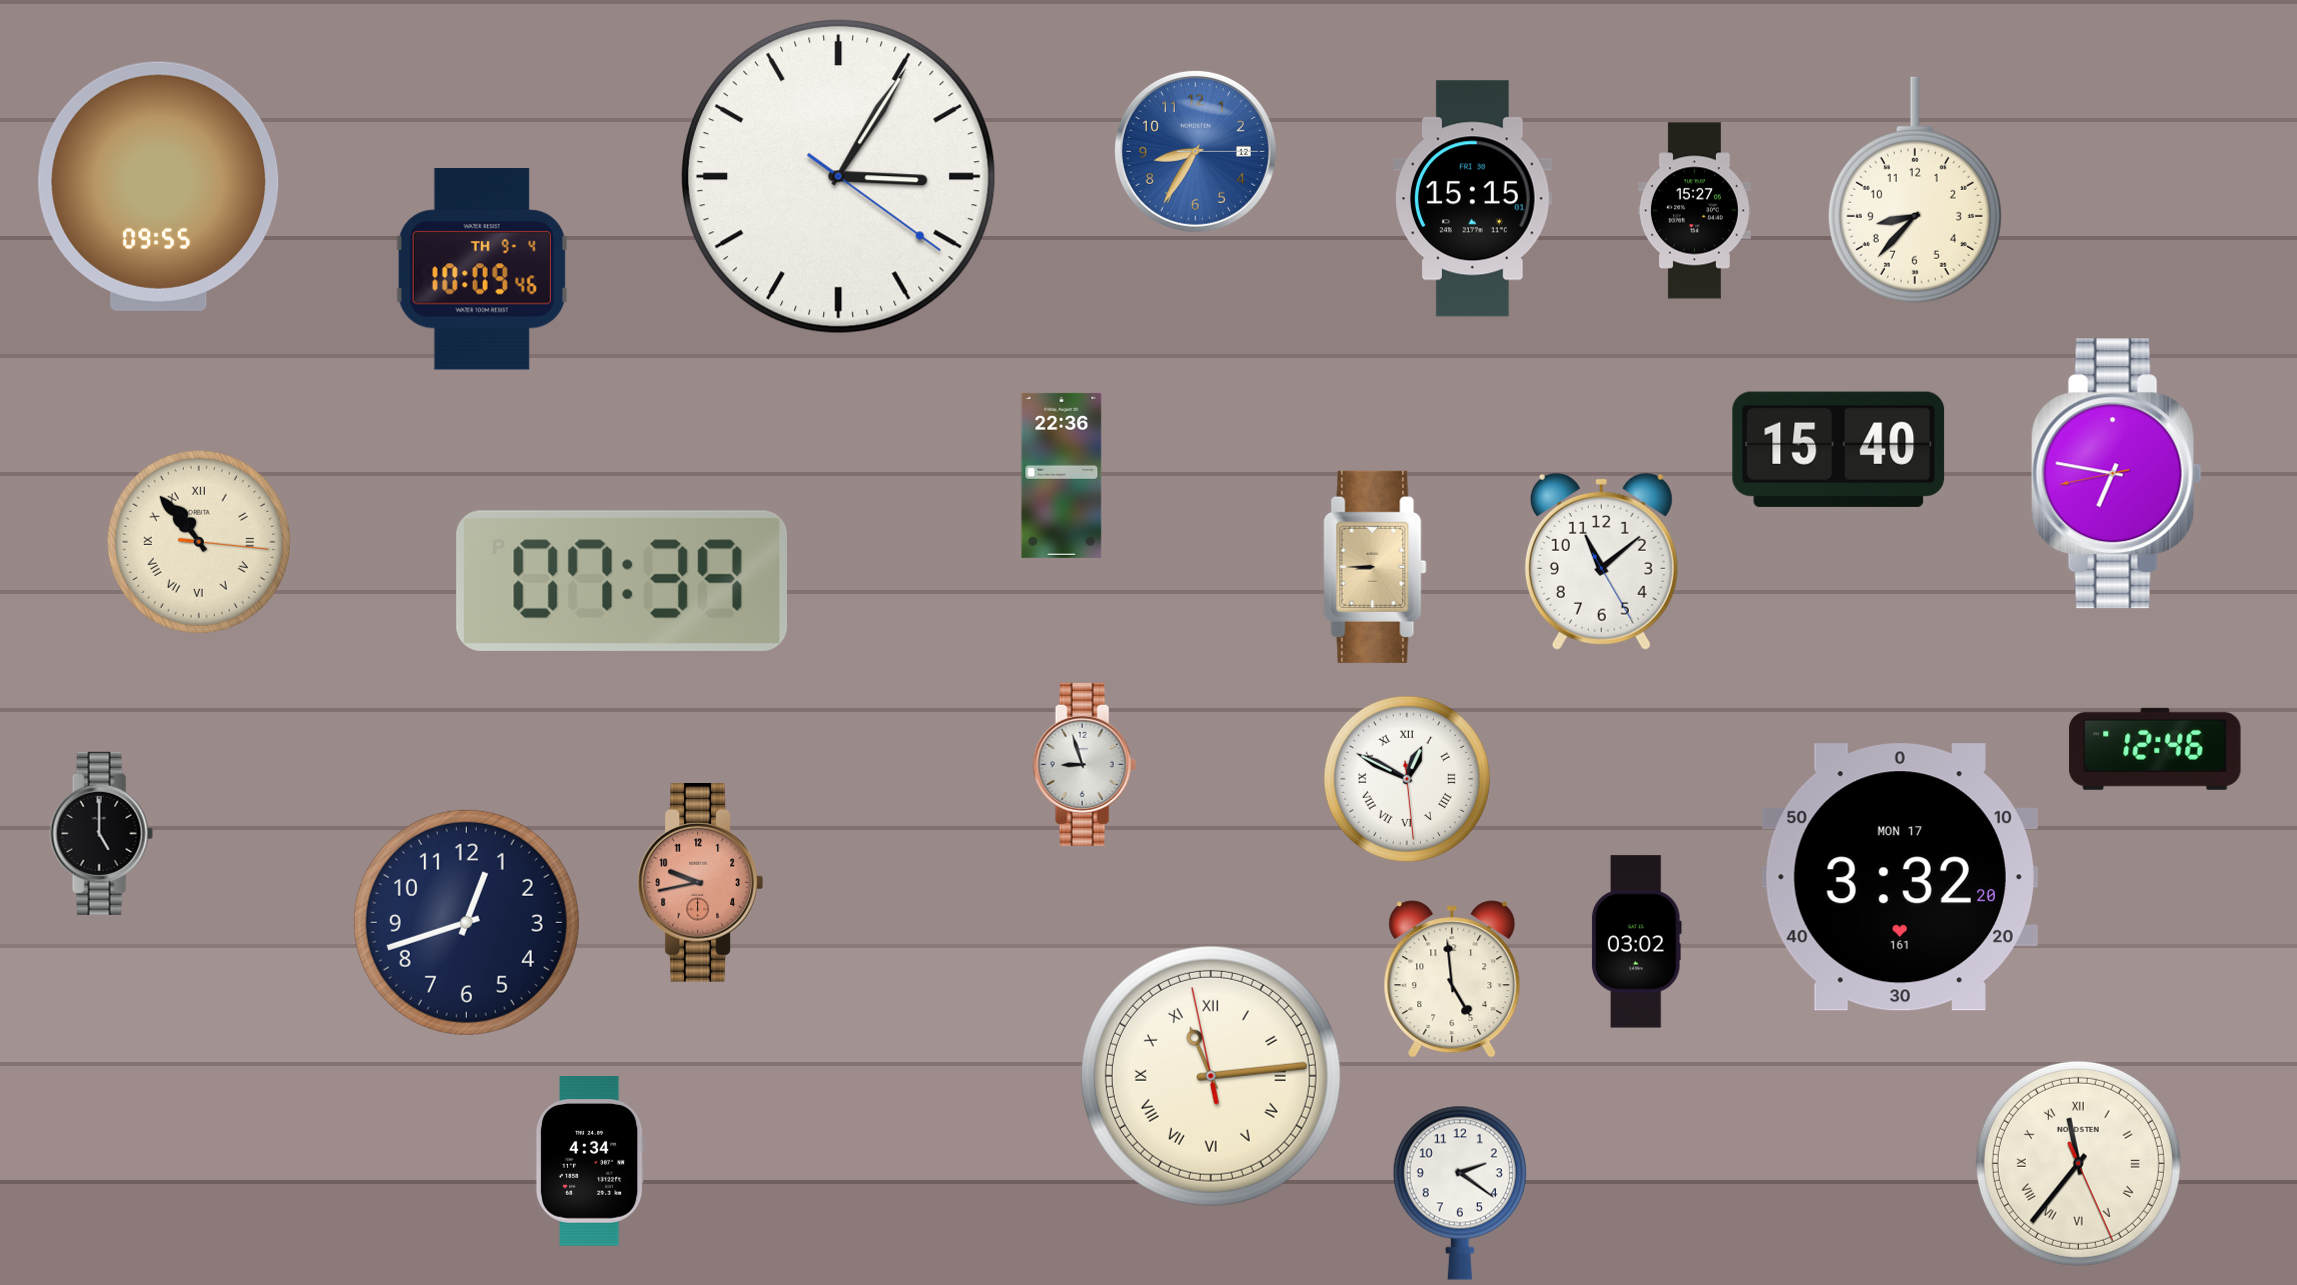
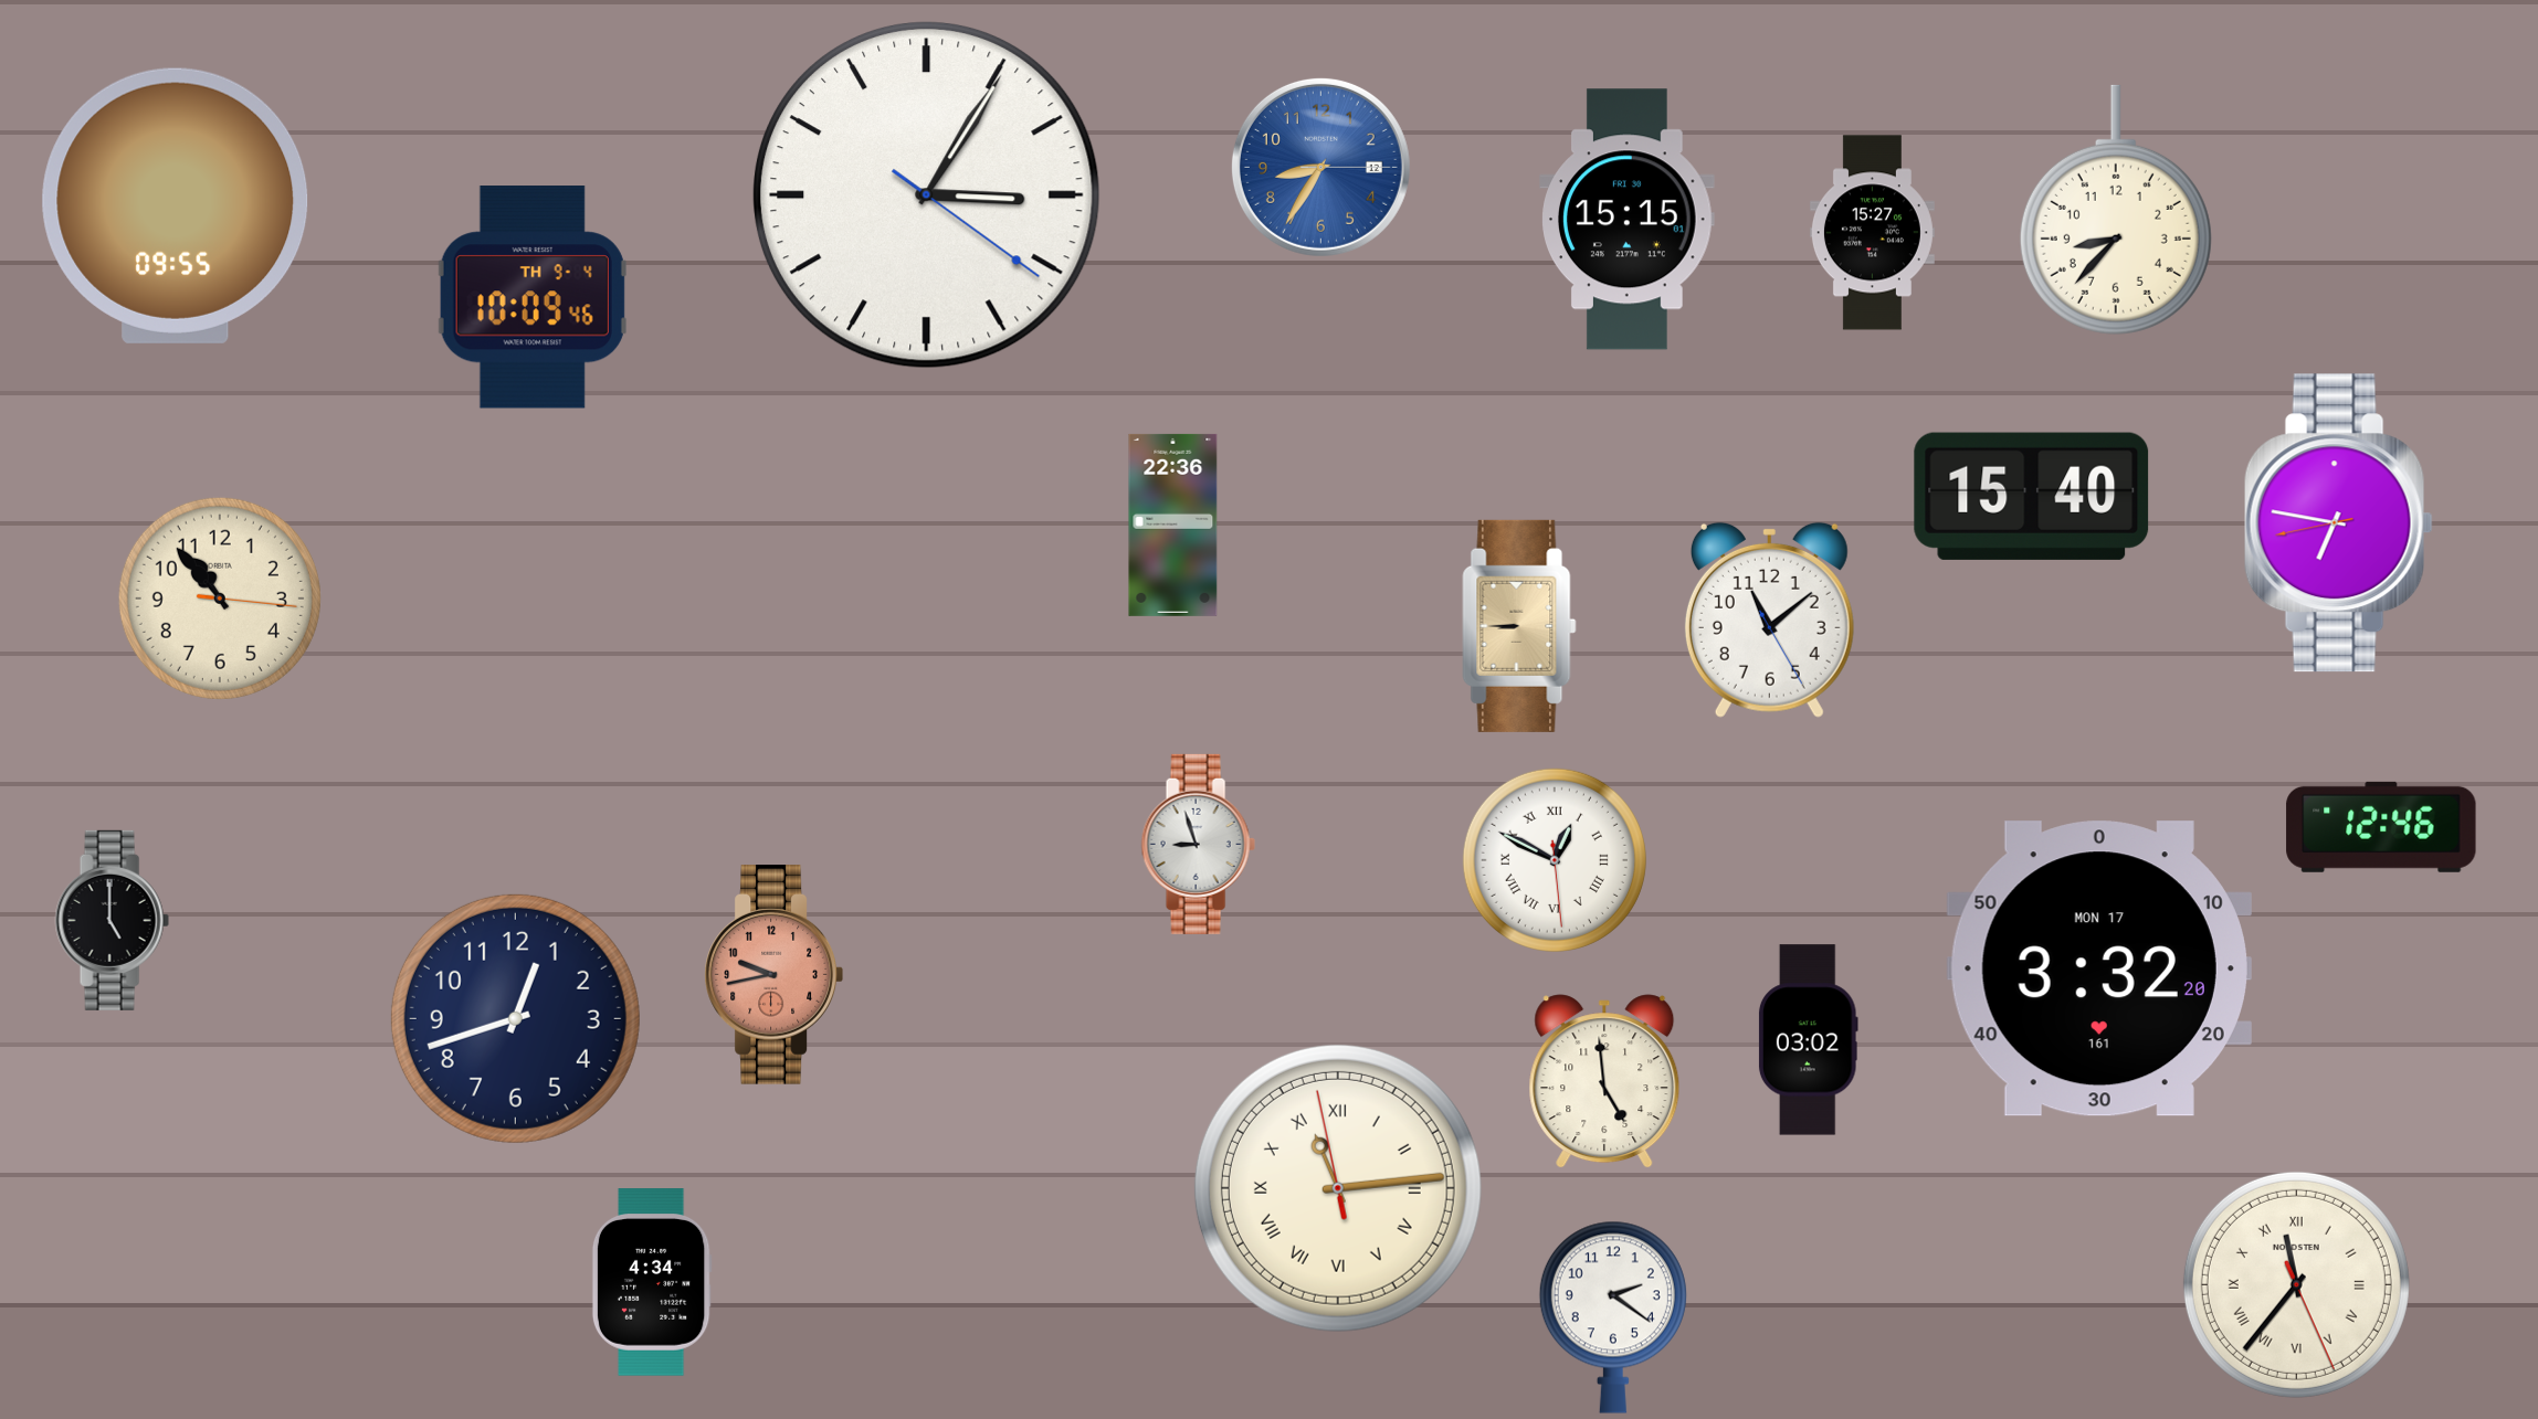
clock at (199, 542) numerals: Roman -> Arabic
clock at (622, 581): 07:39 -> none
